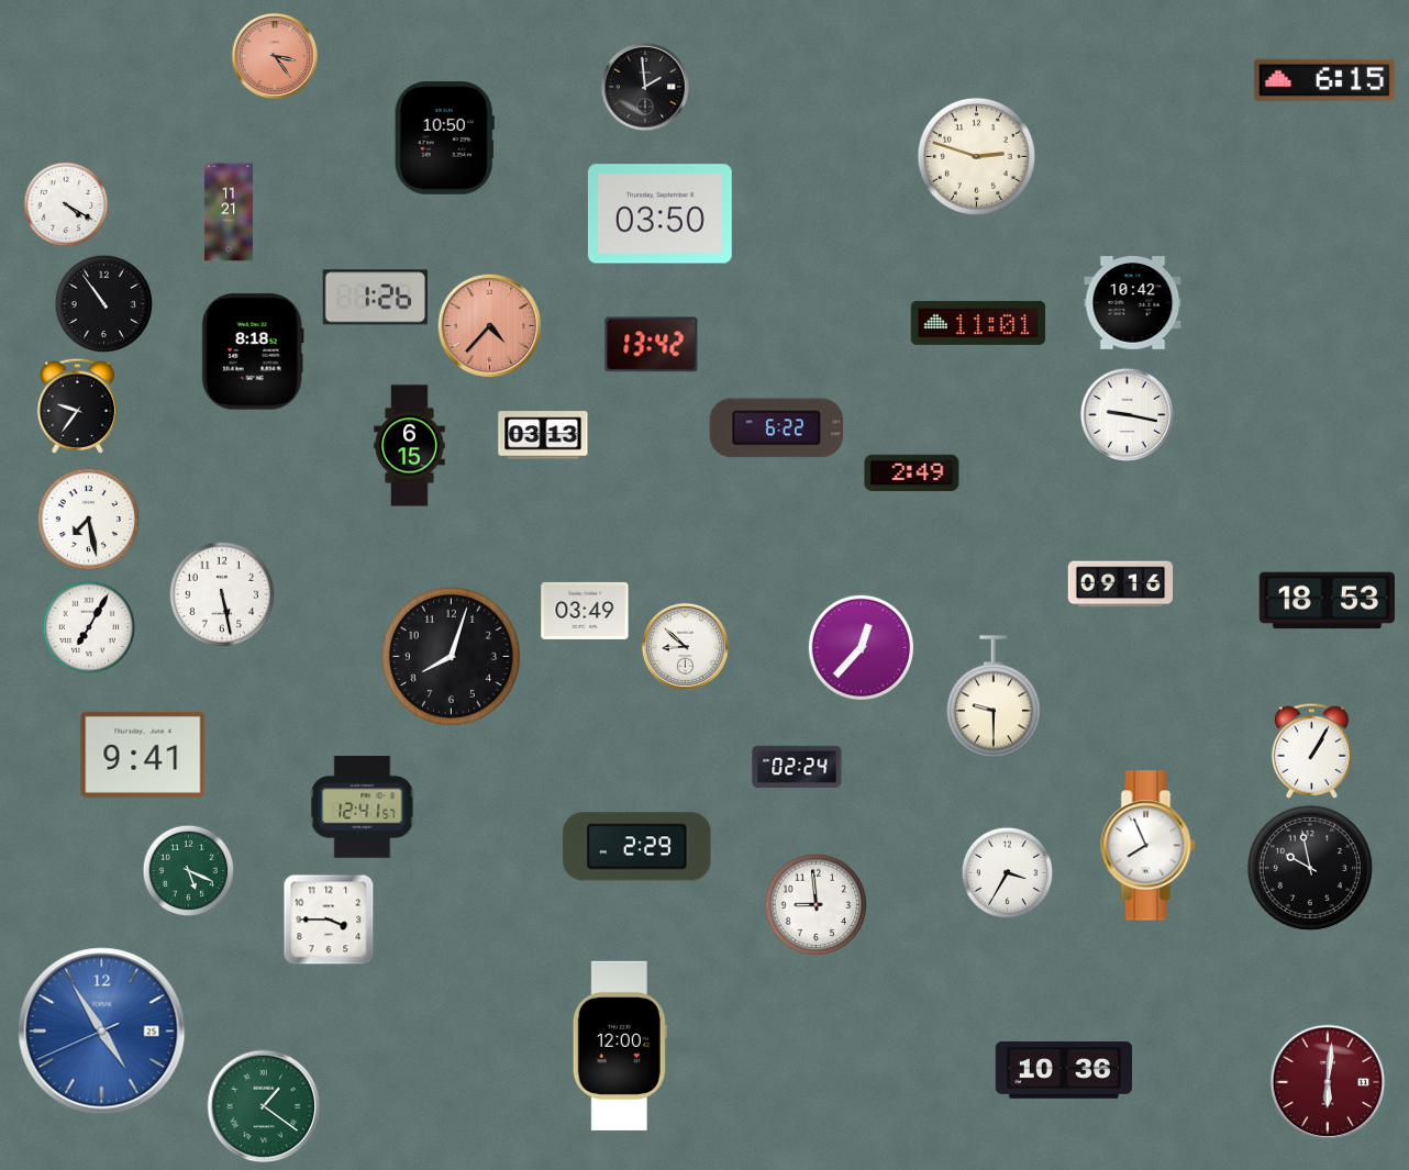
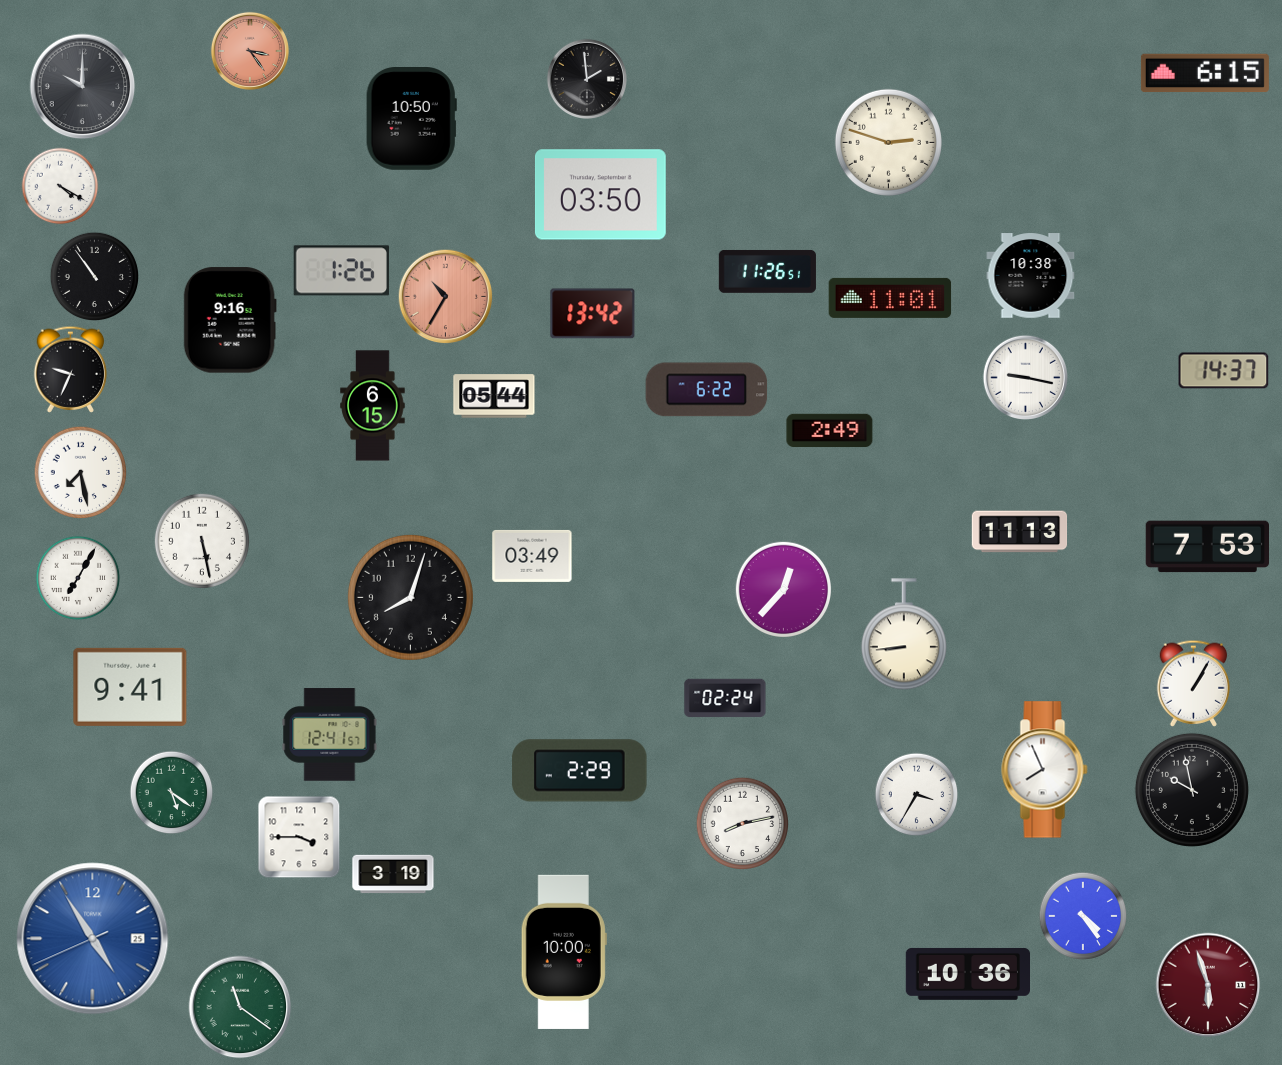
clock at (83, 87): none -> 10:00
clock at (444, 138) position: (444, 138) -> (411, 119)
clock at (229, 212): 11:21 -> none
clock at (767, 271): none -> 11:26
clock at (1133, 303): 10:42 -> 10:38
clock at (978, 323) position: (978, 323) -> (890, 298)
clock at (490, 326): 4:37 -> 10:35
clock at (253, 352): 8:18 -> 9:16
clock at (78, 405): 9:36 -> 9:34
clock at (1224, 371): none -> 14:37
clock at (543, 435): 03:13 -> 05:44
clock at (1121, 584): 09:16 -> 11:13
clock at (1327, 601): 18:53 -> 7:53
clock at (89, 627) position: (89, 627) -> (78, 578)
clock at (685, 646): 8:52 -> none
clock at (994, 698): 9:30 -> 8:44
clock at (189, 871): 5:19 -> 5:21
clock at (817, 905): 8:59 -> 8:13
clock at (393, 874): none -> 3:19
clock at (1083, 916): none -> 4:24
clock at (620, 1046): 12:00 -> 10:00
clock at (1328, 1082): 6:01 -> 5:57
clock at (264, 1106): 1:21 -> 11:21
